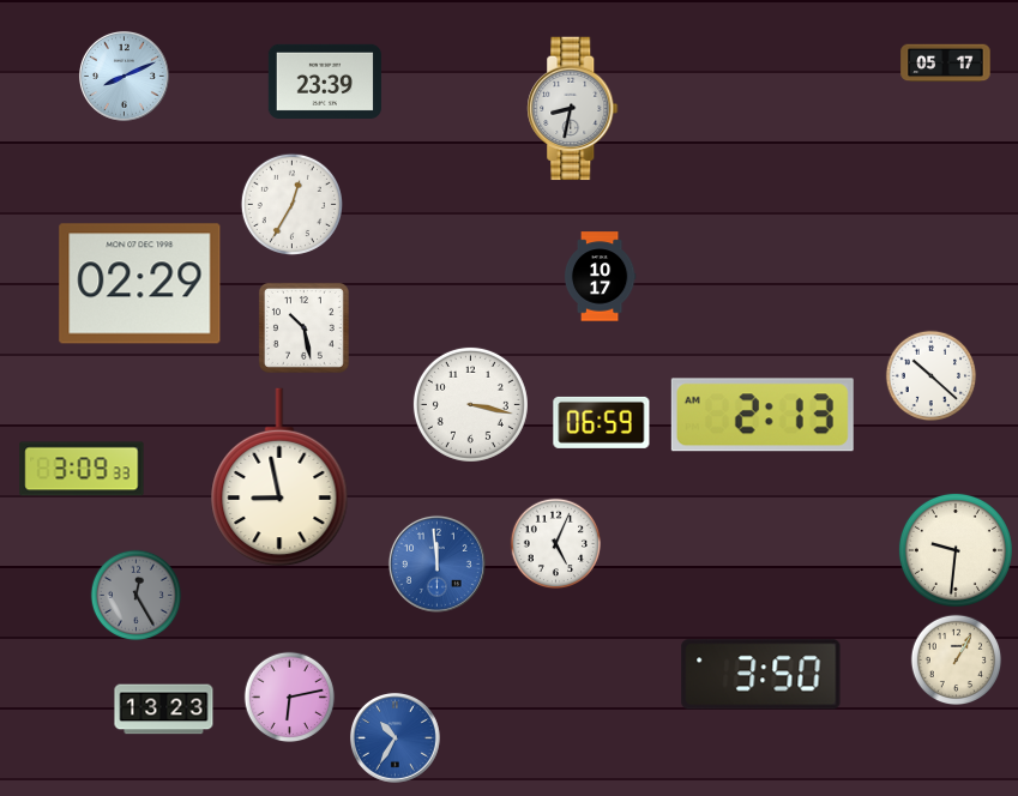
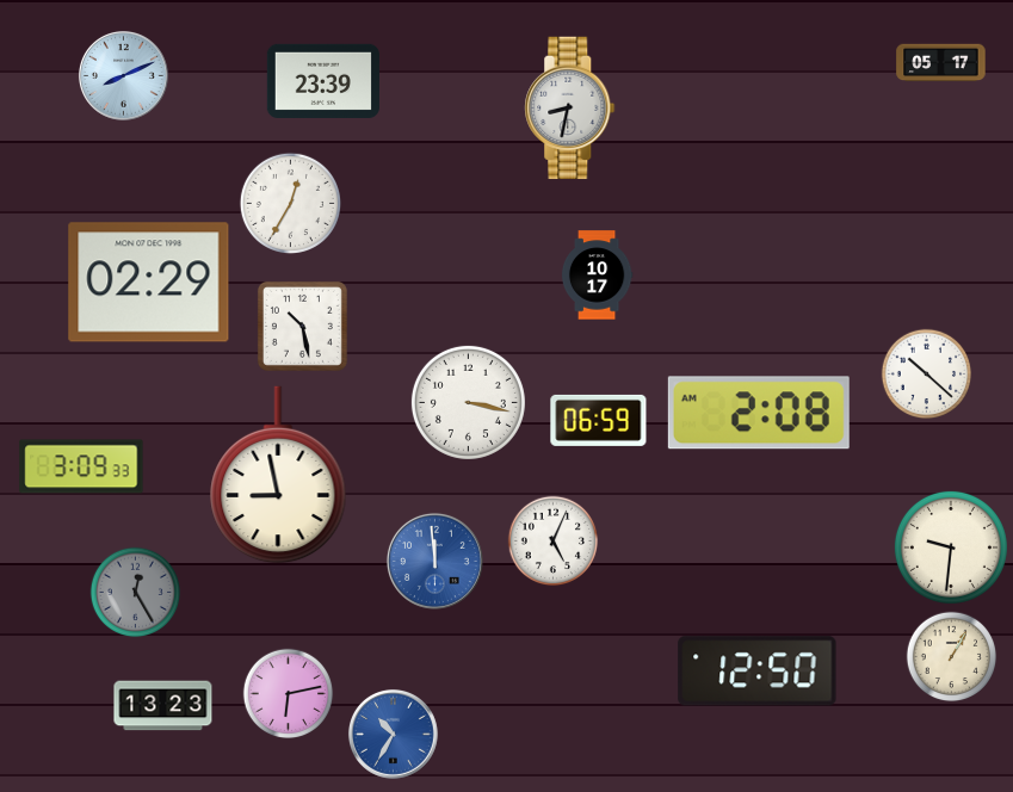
clock at (140, 284) position: (140, 284) -> (149, 283)
clock at (763, 415): 2:13 -> 2:08
clock at (761, 675): 3:50 -> 12:50
